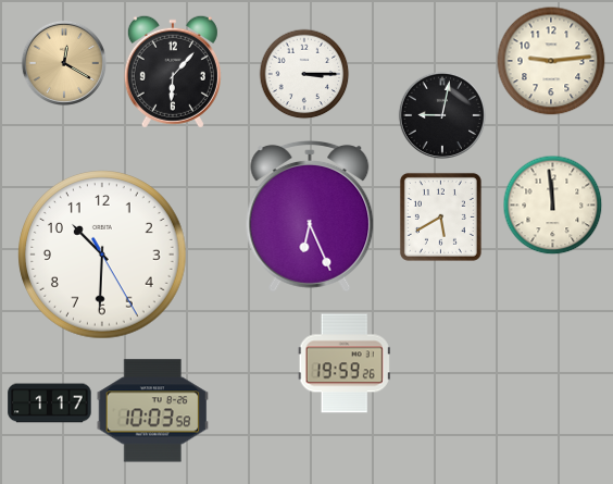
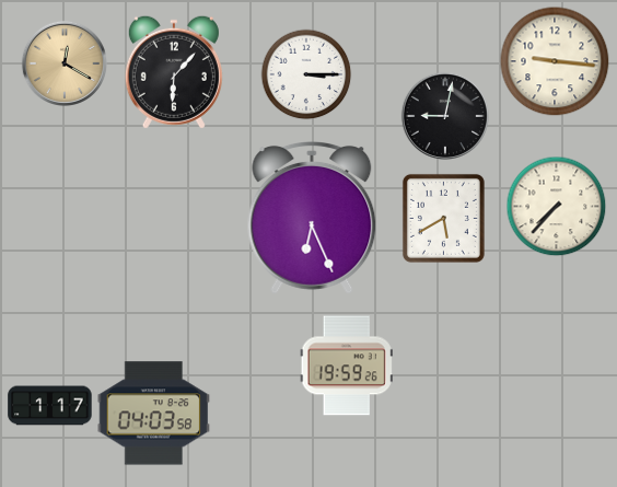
clock at (551, 61): 9:14 -> 9:16
clock at (552, 204): 11:59 -> 7:37
clock at (103, 256): 10:30 -> none
clock at (153, 411): 10:03 -> 04:03
